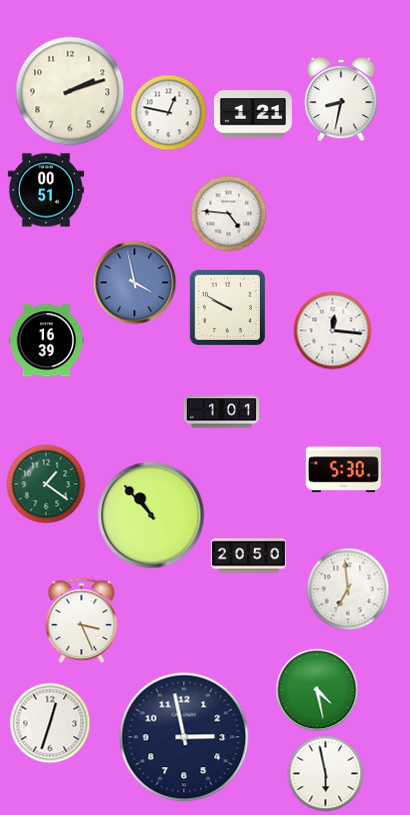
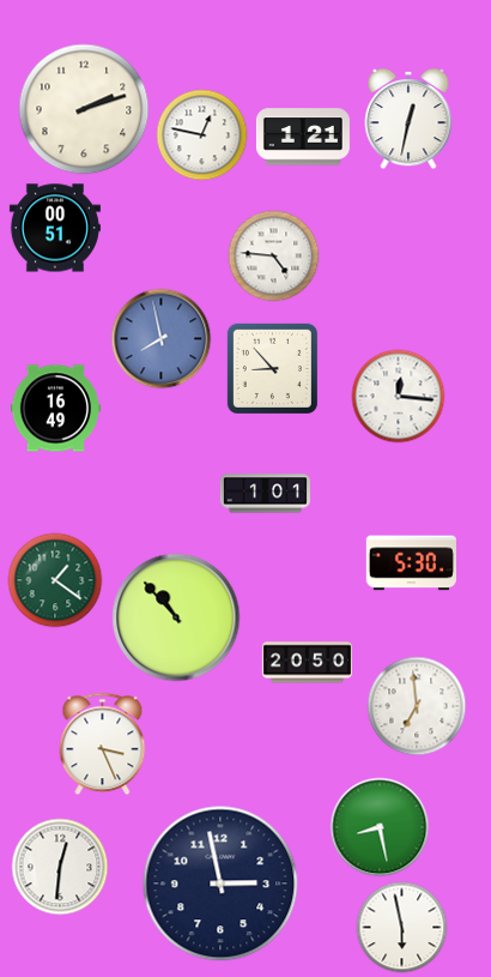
clock at (341, 99): 8:32 -> 12:32
clock at (135, 283): 3:58 -> 7:58
clock at (227, 307): 9:50 -> 8:53
clock at (46, 341): 16:39 -> 16:49
clock at (151, 515) position: (151, 515) -> (176, 617)
clock at (248, 556) position: (248, 556) -> (307, 663)
clock at (82, 621) position: (82, 621) -> (103, 744)
clock at (317, 690): 4:28 -> 8:28
clock at (50, 723): 12:33 -> 12:31
clock at (326, 774) position: (326, 774) -> (402, 928)
